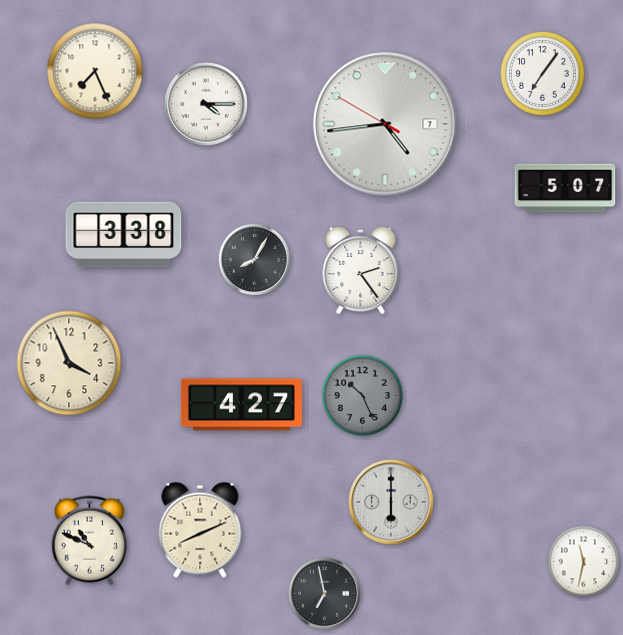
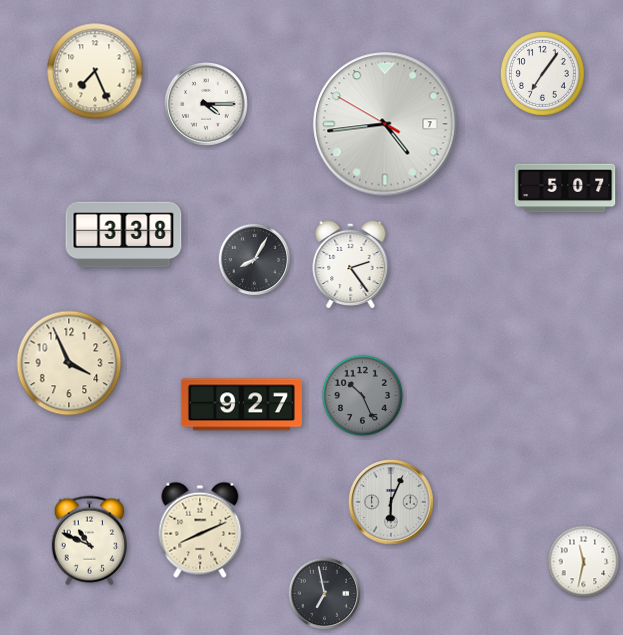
clock at (361, 270) position: (361, 270) -> (351, 264)
clock at (241, 405): 4:27 -> 9:27
clock at (391, 502): 6:00 -> 6:04
